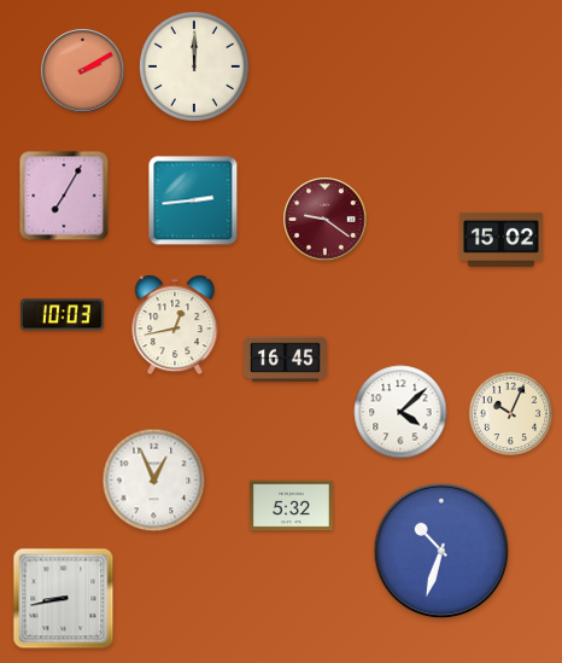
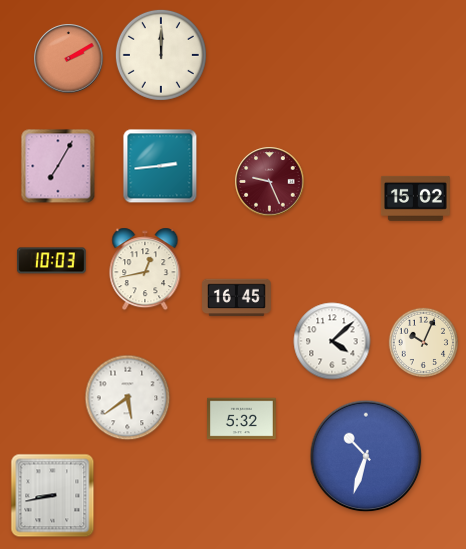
clock at (64, 196) position: (64, 196) -> (58, 166)
clock at (326, 220): 9:21 -> 9:26
clock at (154, 481): 12:56 -> 5:39
